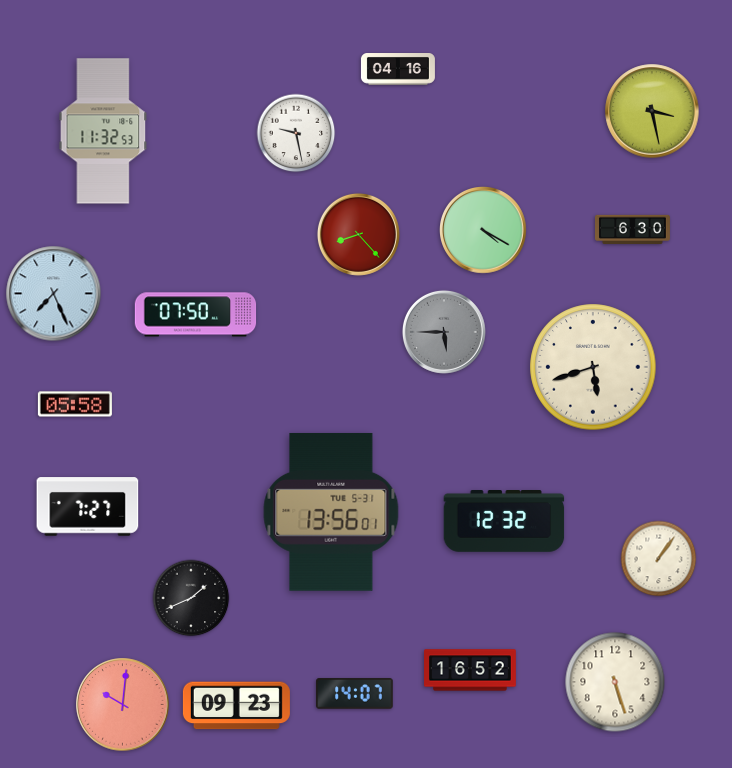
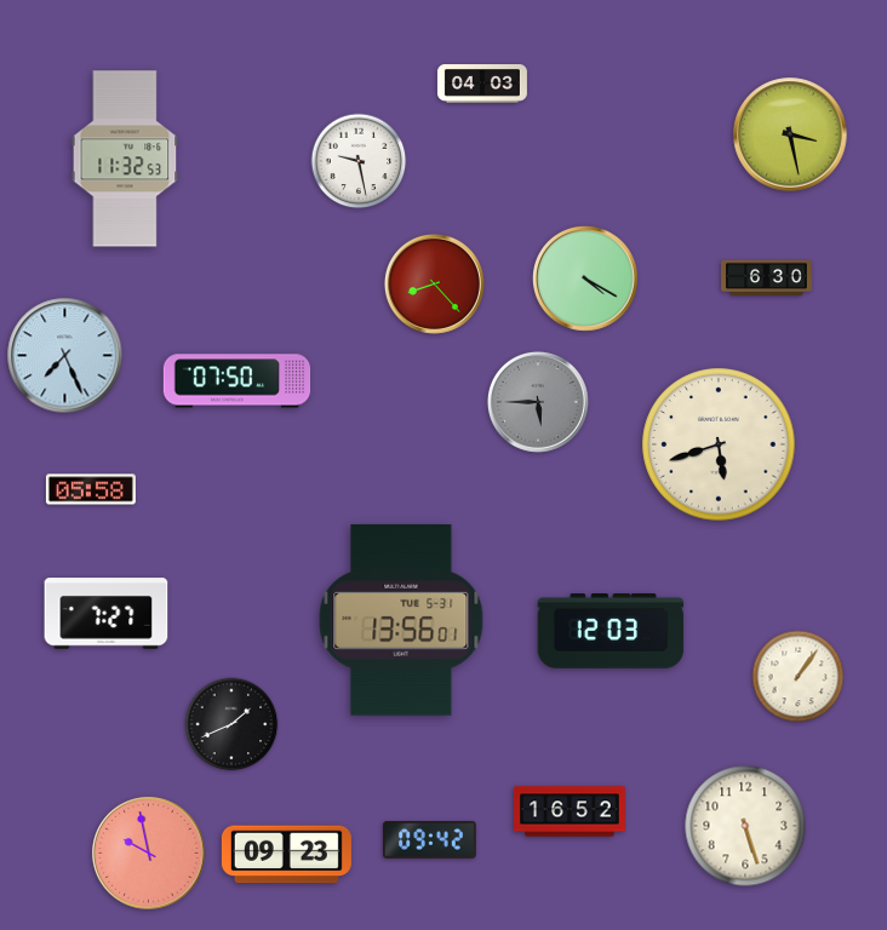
clock at (398, 70): 04:16 -> 04:03
clock at (504, 522): 12:32 -> 12:03
clock at (355, 694): 14:07 -> 09:42
clock at (123, 705): 10:01 -> 9:58
